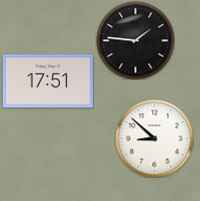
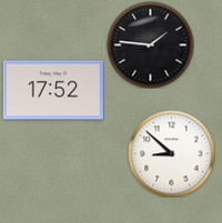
clock at (48, 81): 17:51 -> 17:52
